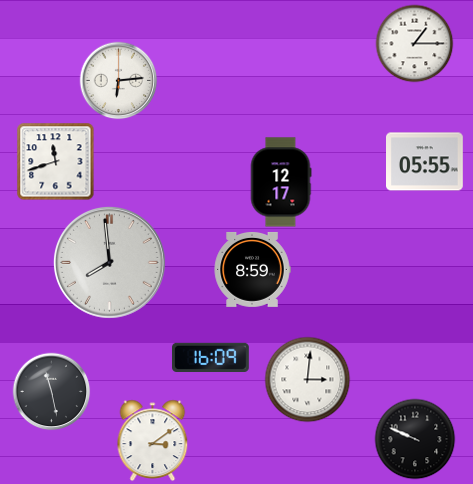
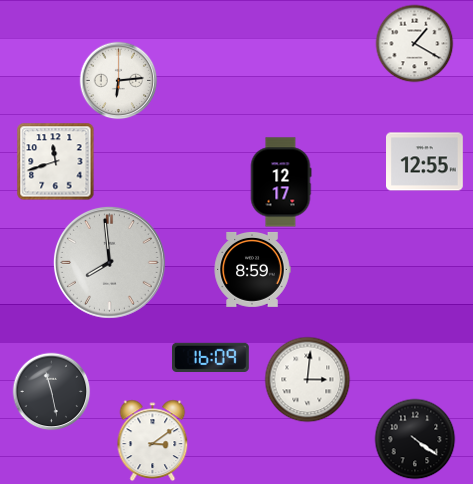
clock at (414, 43): 1:15 -> 1:20
clock at (425, 162): 05:55 -> 12:55
clock at (415, 439): 9:49 -> 4:21
